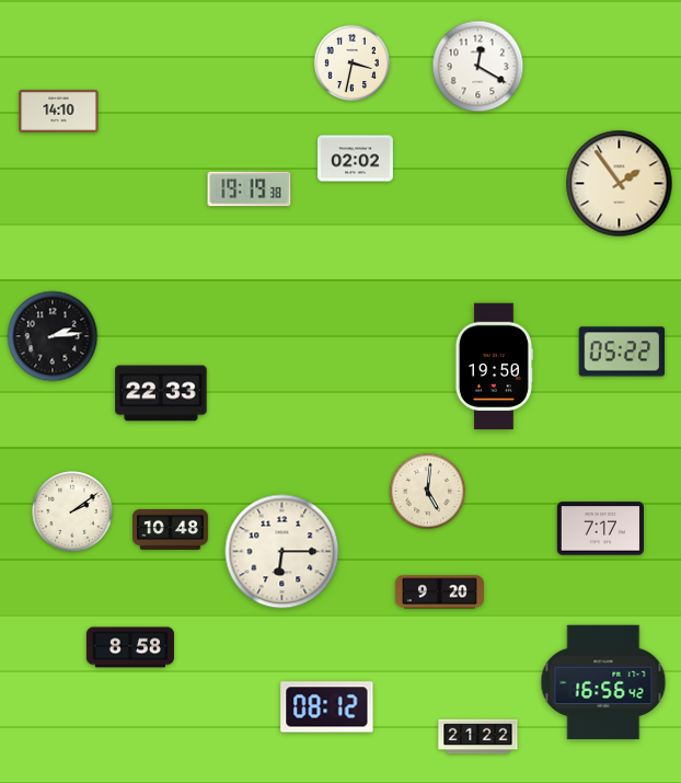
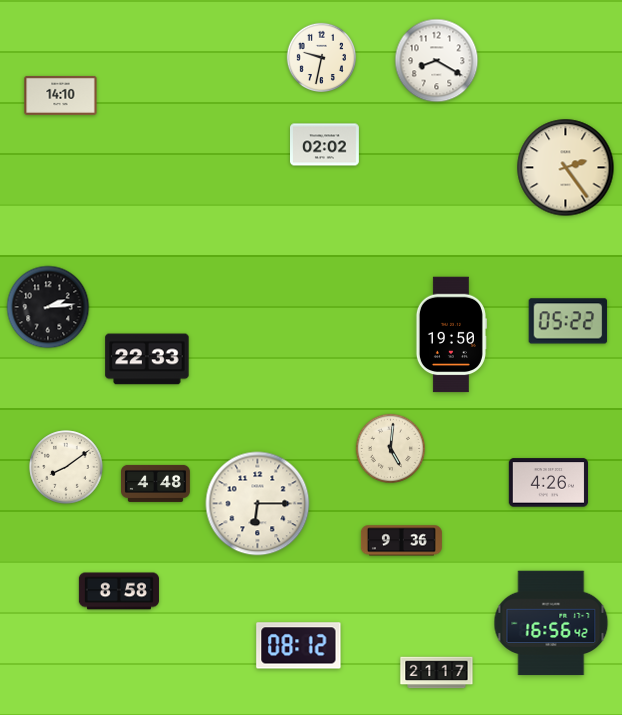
clock at (351, 62): 3:32 -> 9:32
clock at (478, 67): 12:20 -> 8:20
clock at (59, 111) position: (59, 111) -> (61, 95)
clock at (620, 184): 1:54 -> 2:24
clock at (250, 189): 19:19 -> none
clock at (72, 511): 2:09 -> 8:09
clock at (171, 529): 10:48 -> 4:48
clock at (600, 529): 7:17 -> 4:26
clock at (439, 592): 9:20 -> 9:36
clock at (478, 737): 21:22 -> 21:17
